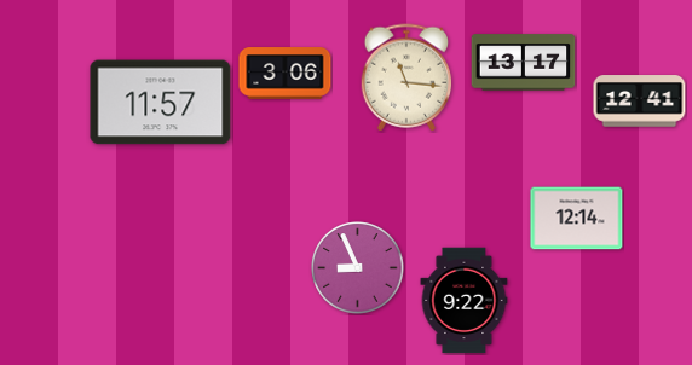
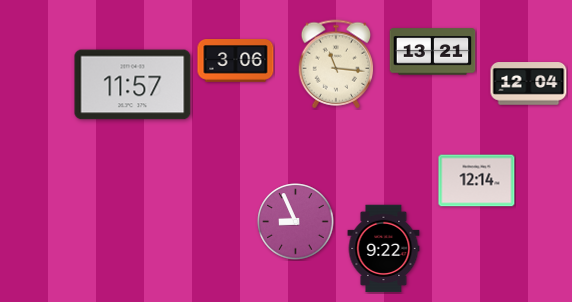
clock at (524, 63): 13:17 -> 13:21
clock at (640, 102): 12:41 -> 12:04
